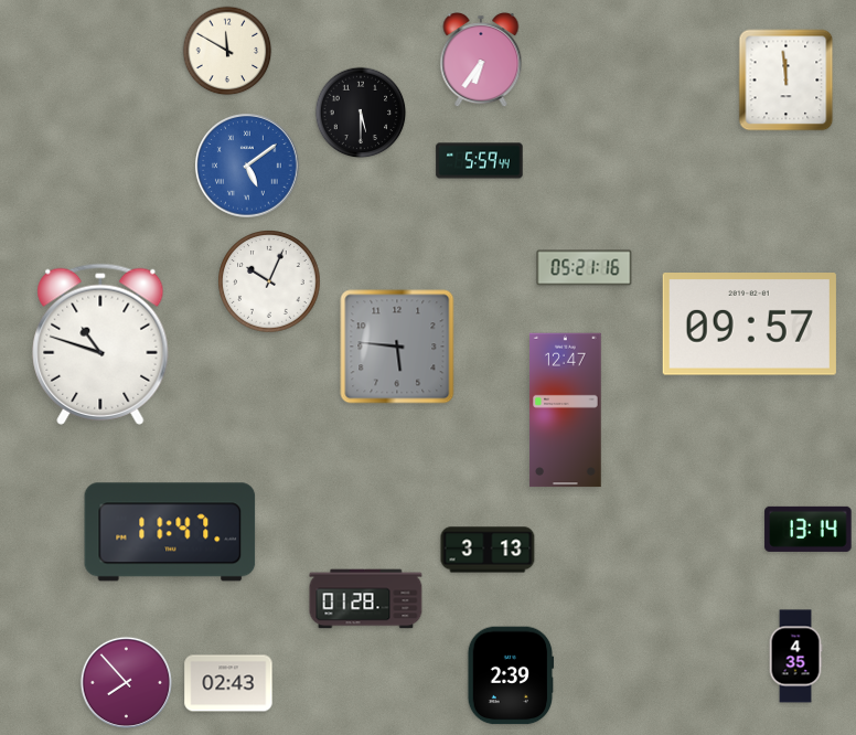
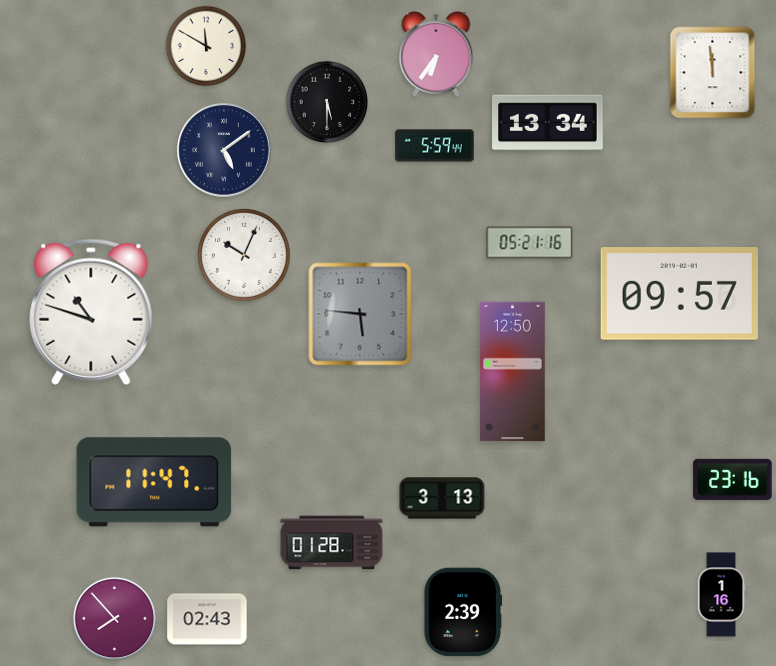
clock at (548, 123): none -> 13:34
clock at (247, 166) dial: blue -> navy
clock at (566, 411): 12:47 -> 12:50
clock at (809, 529): 13:14 -> 23:16
clock at (795, 657): 4:35 -> 1:16
